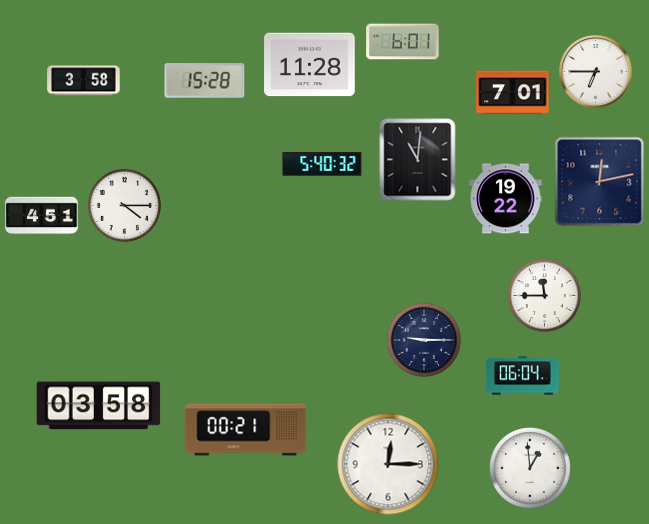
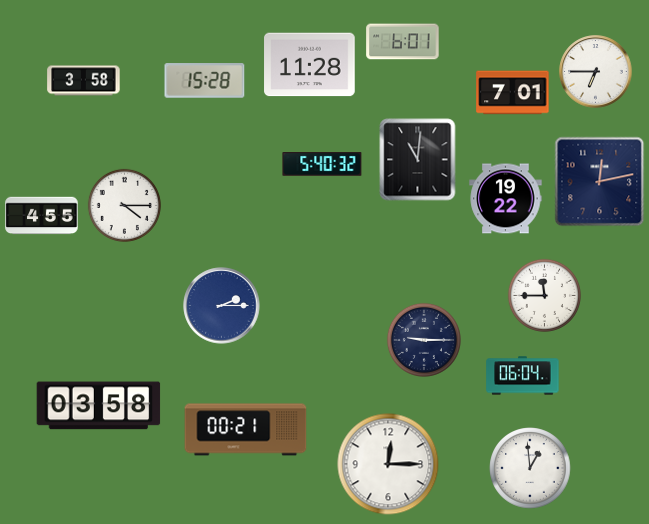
clock at (42, 216): 4:51 -> 4:55
clock at (222, 306): none -> 2:15
